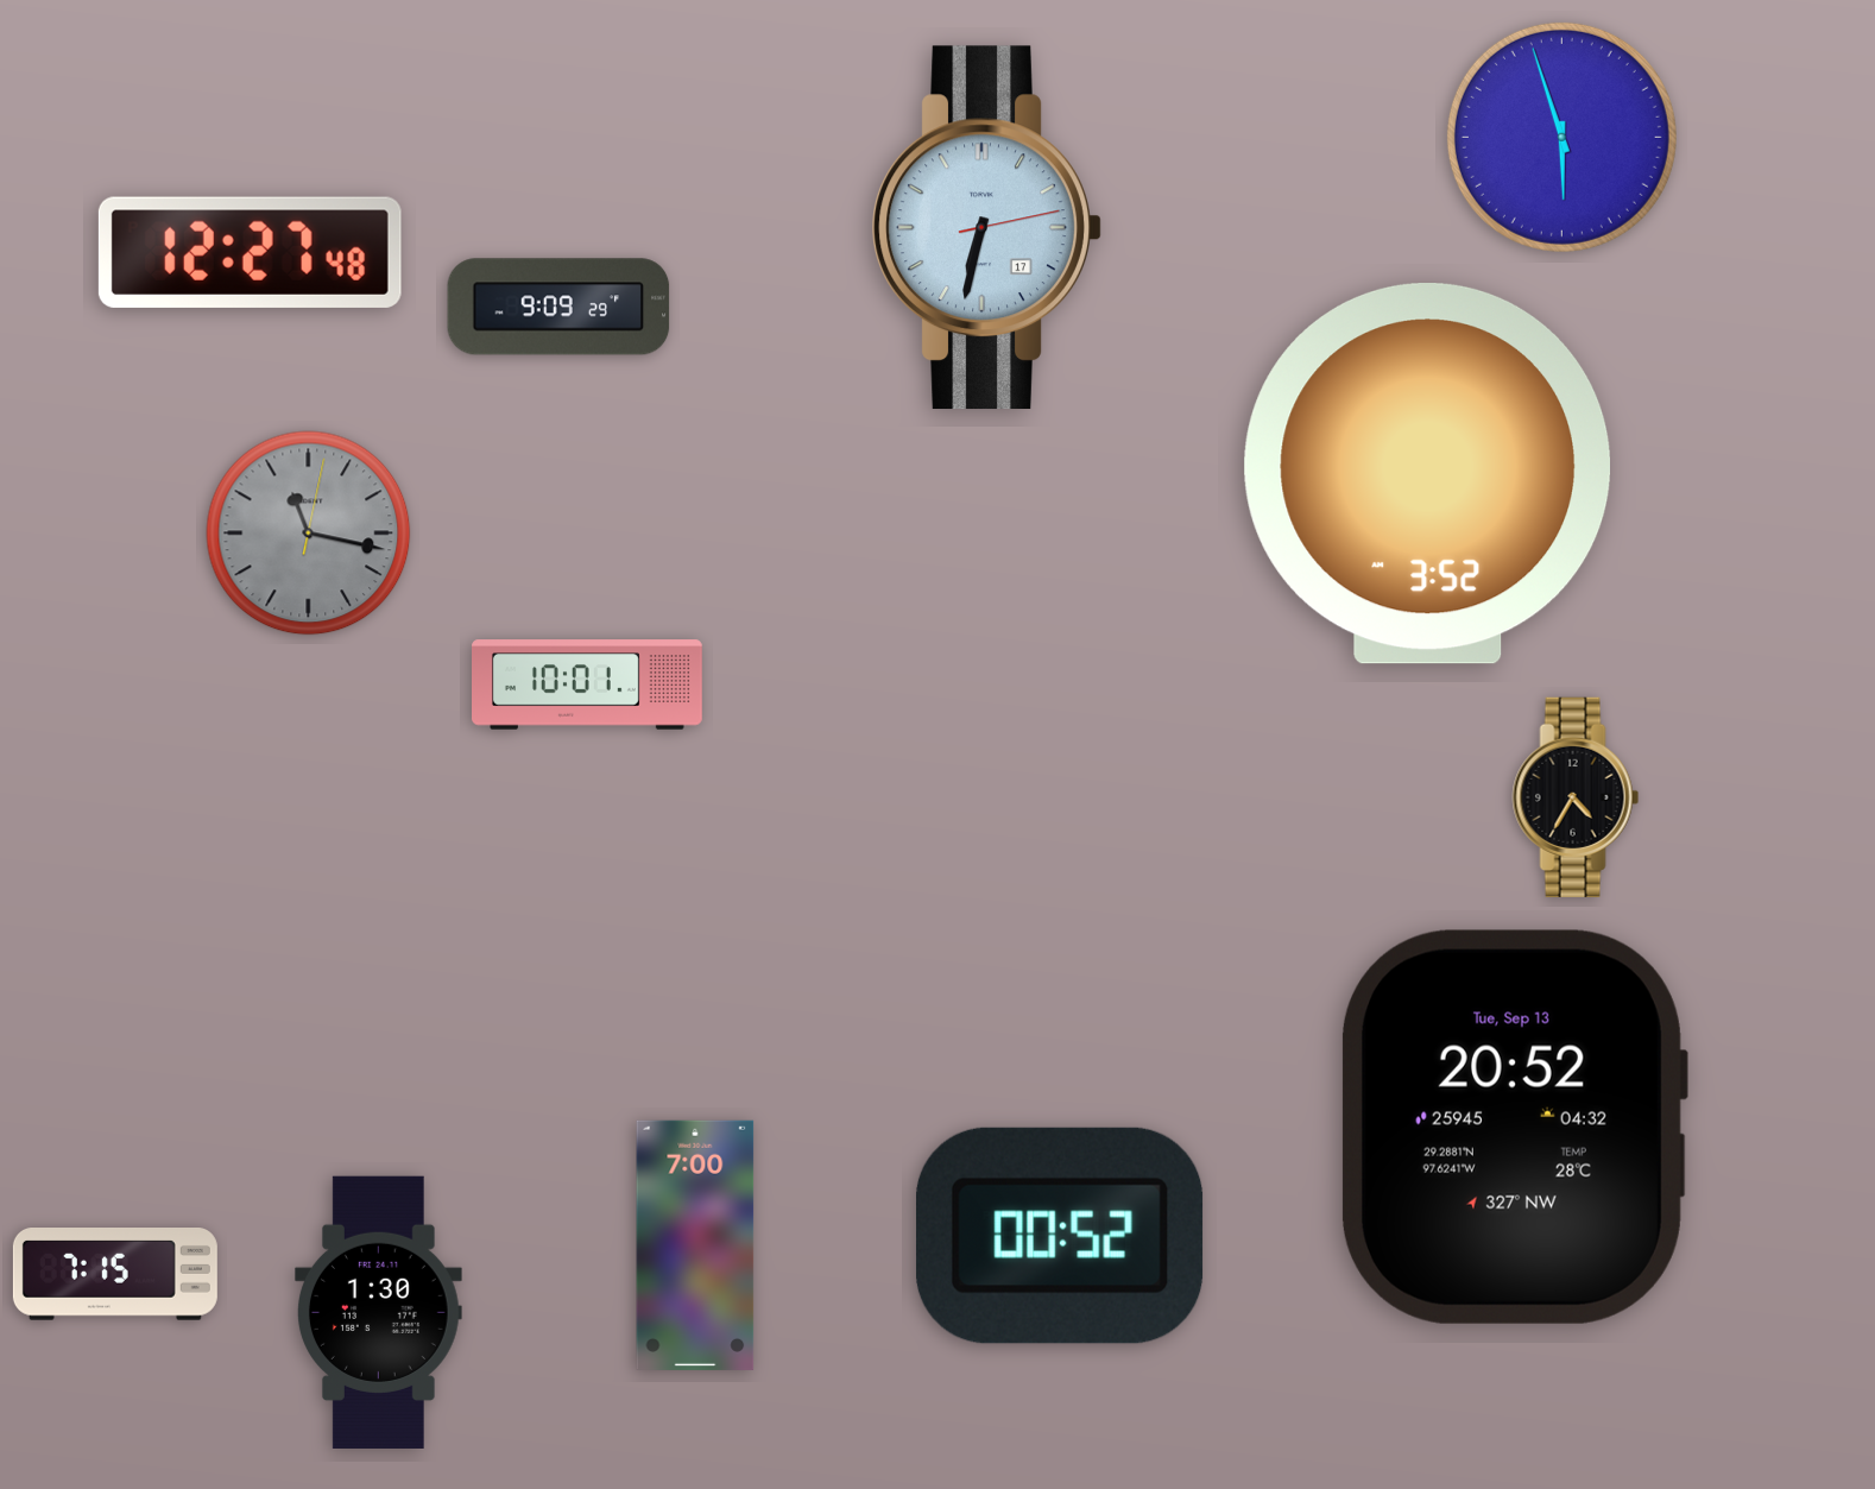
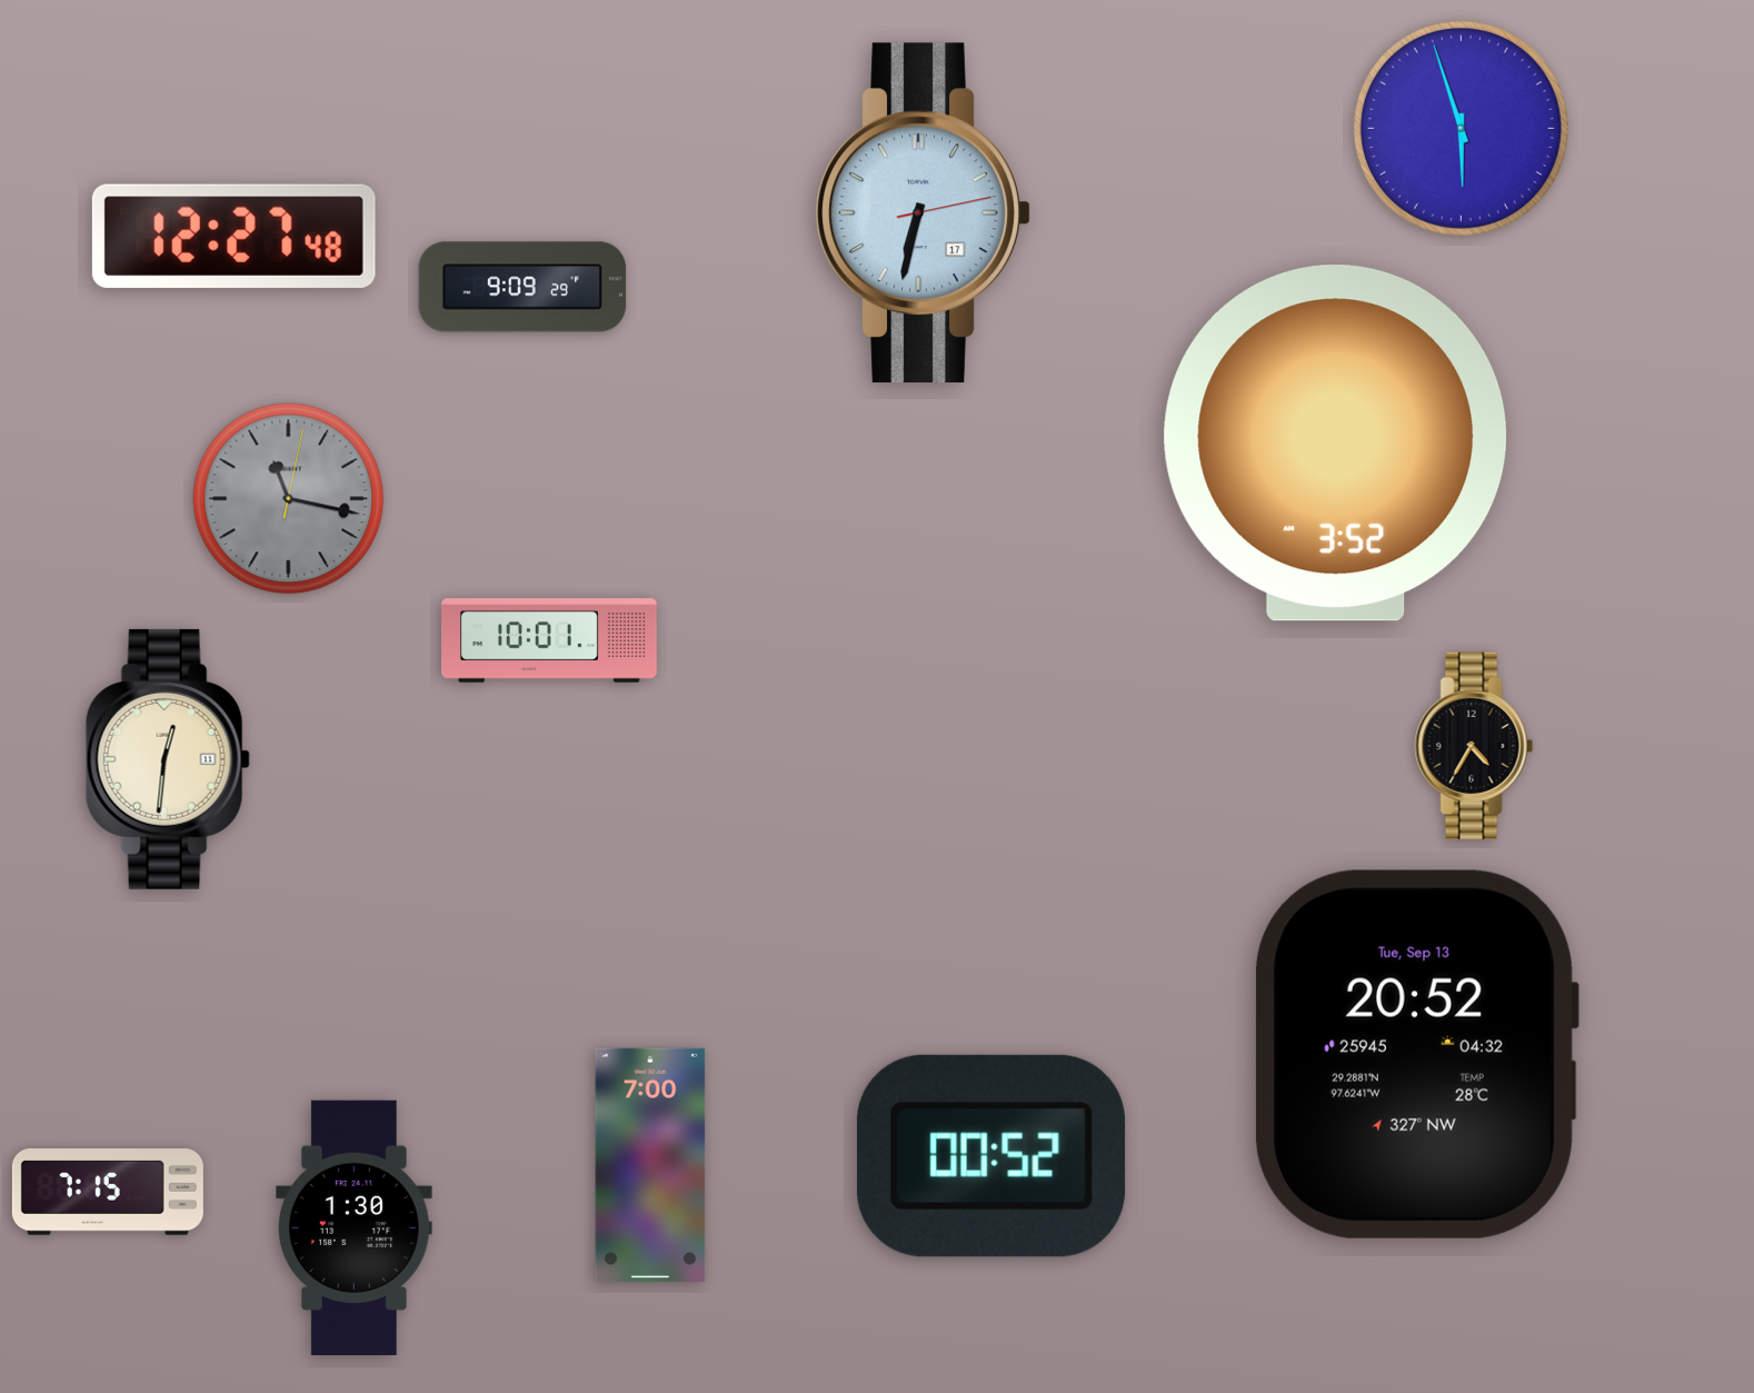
clock at (168, 759): none -> 12:31
